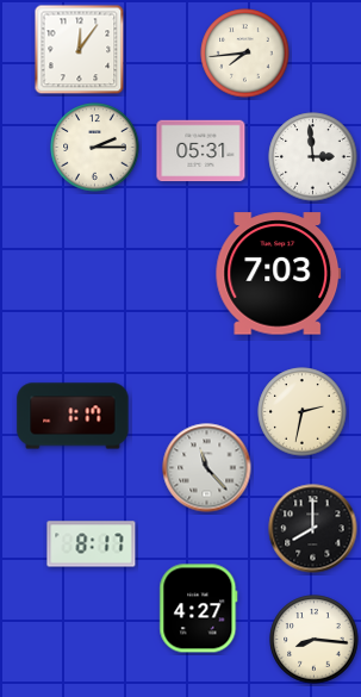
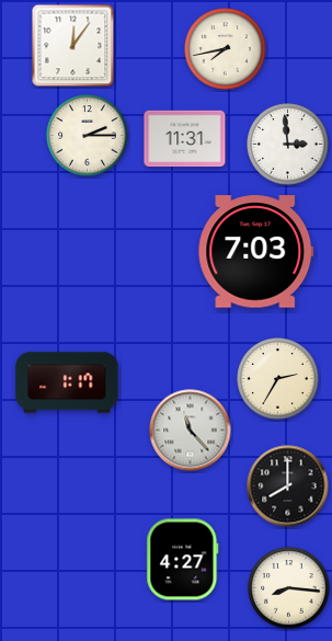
clock at (245, 54): 7:44 -> 7:43
clock at (201, 151): 05:31 -> 11:31
clock at (303, 412): 2:32 -> 2:35
clock at (92, 544): 8:17 -> none
